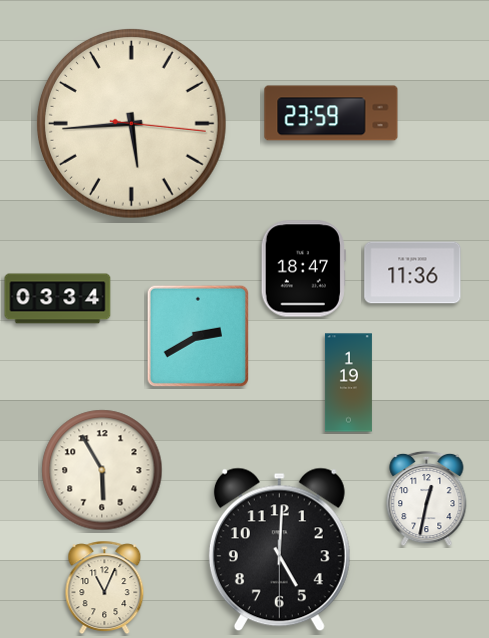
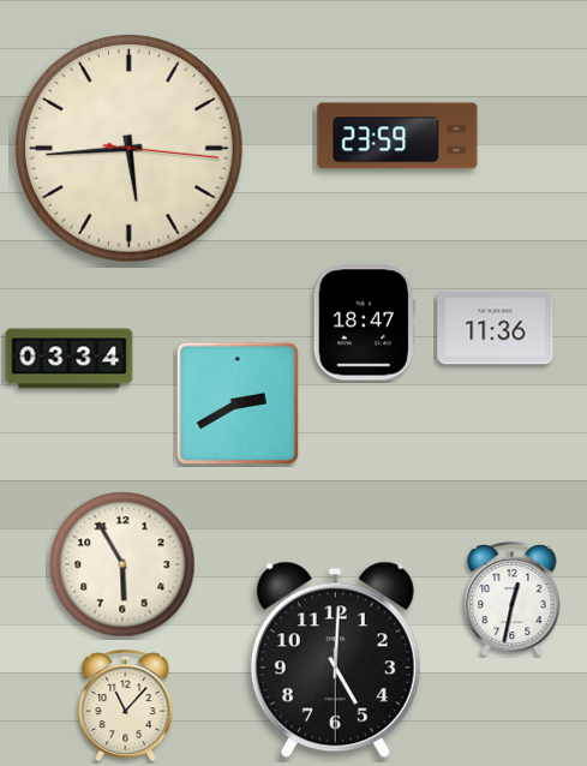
clock at (131, 123) position: (131, 123) -> (128, 148)
clock at (348, 383): 1:19 -> none
clock at (105, 588): 11:04 -> 11:07
